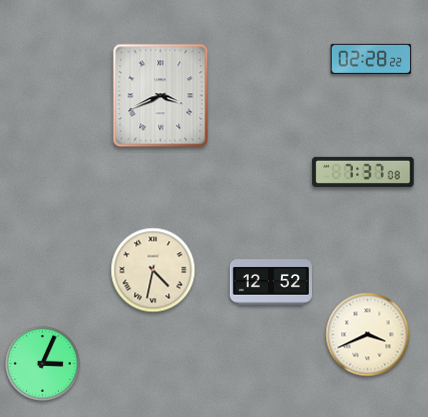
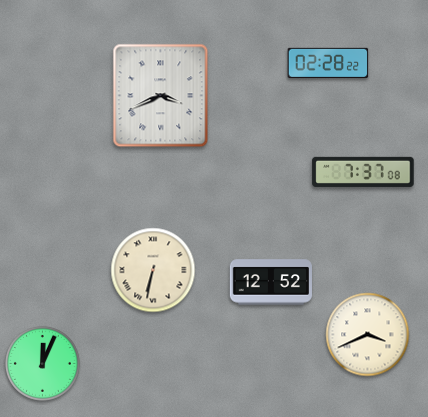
clock at (371, 59) position: (371, 59) -> (328, 63)
clock at (153, 270): 4:32 -> 6:32
clock at (43, 364): 3:04 -> 12:04
